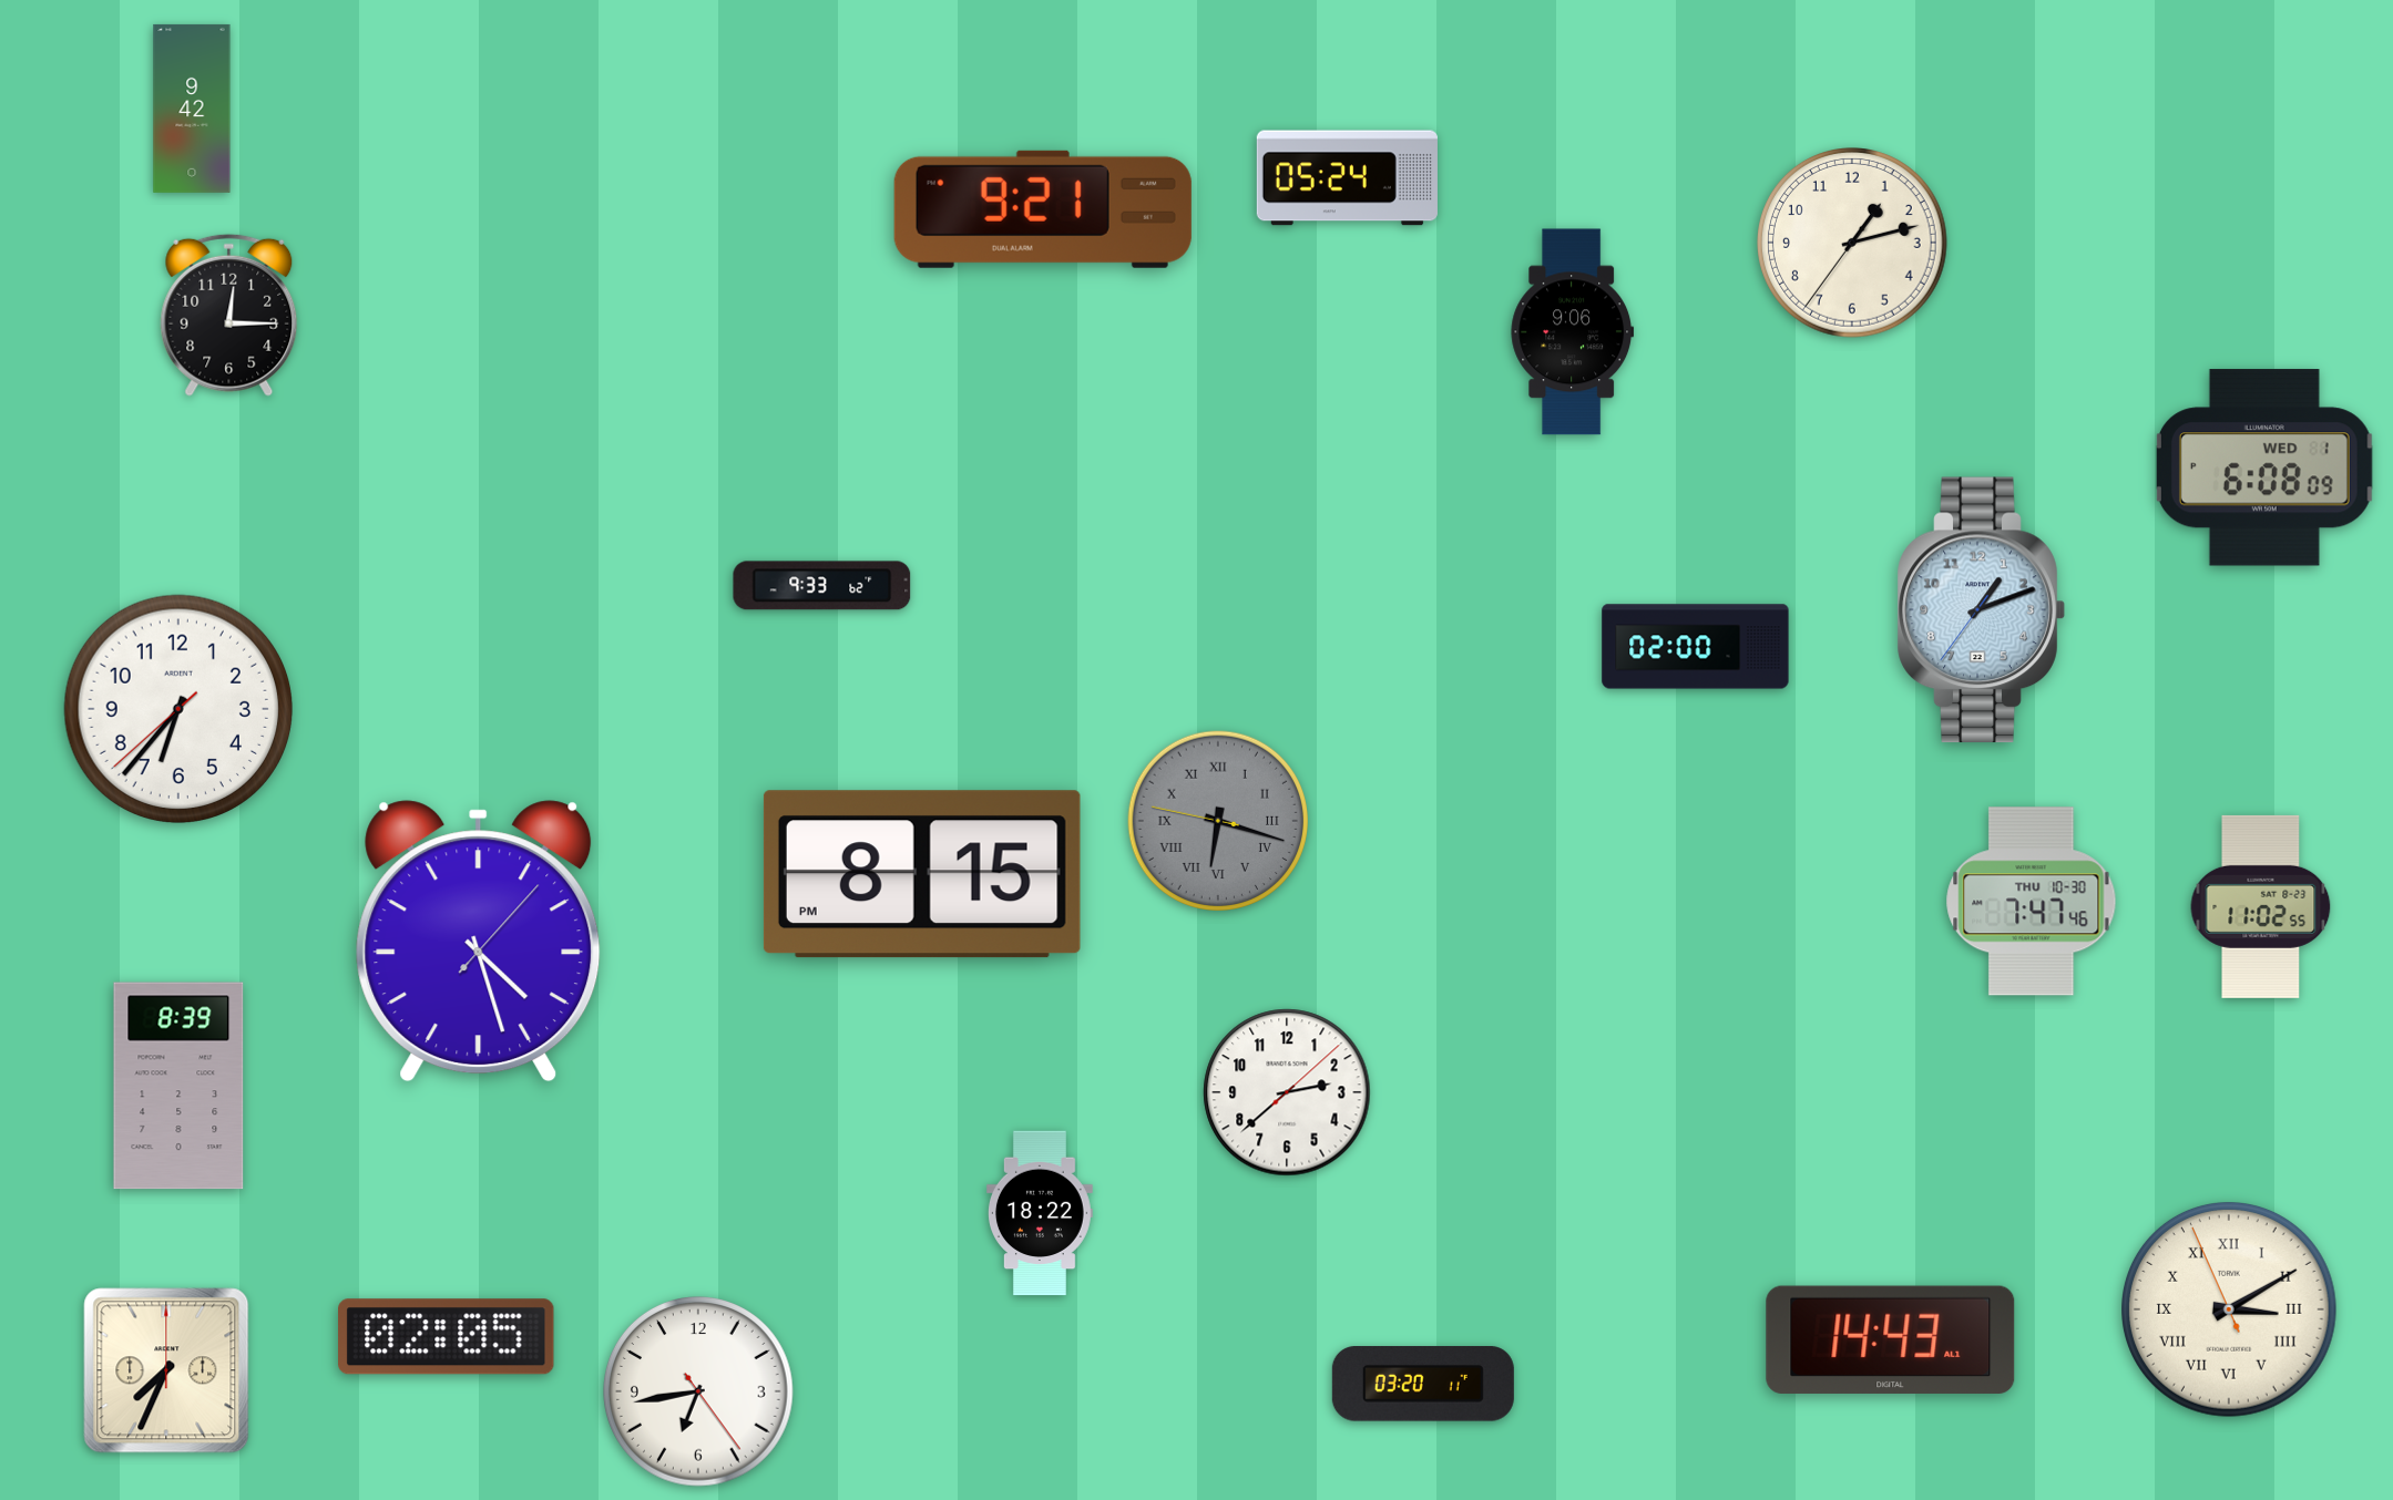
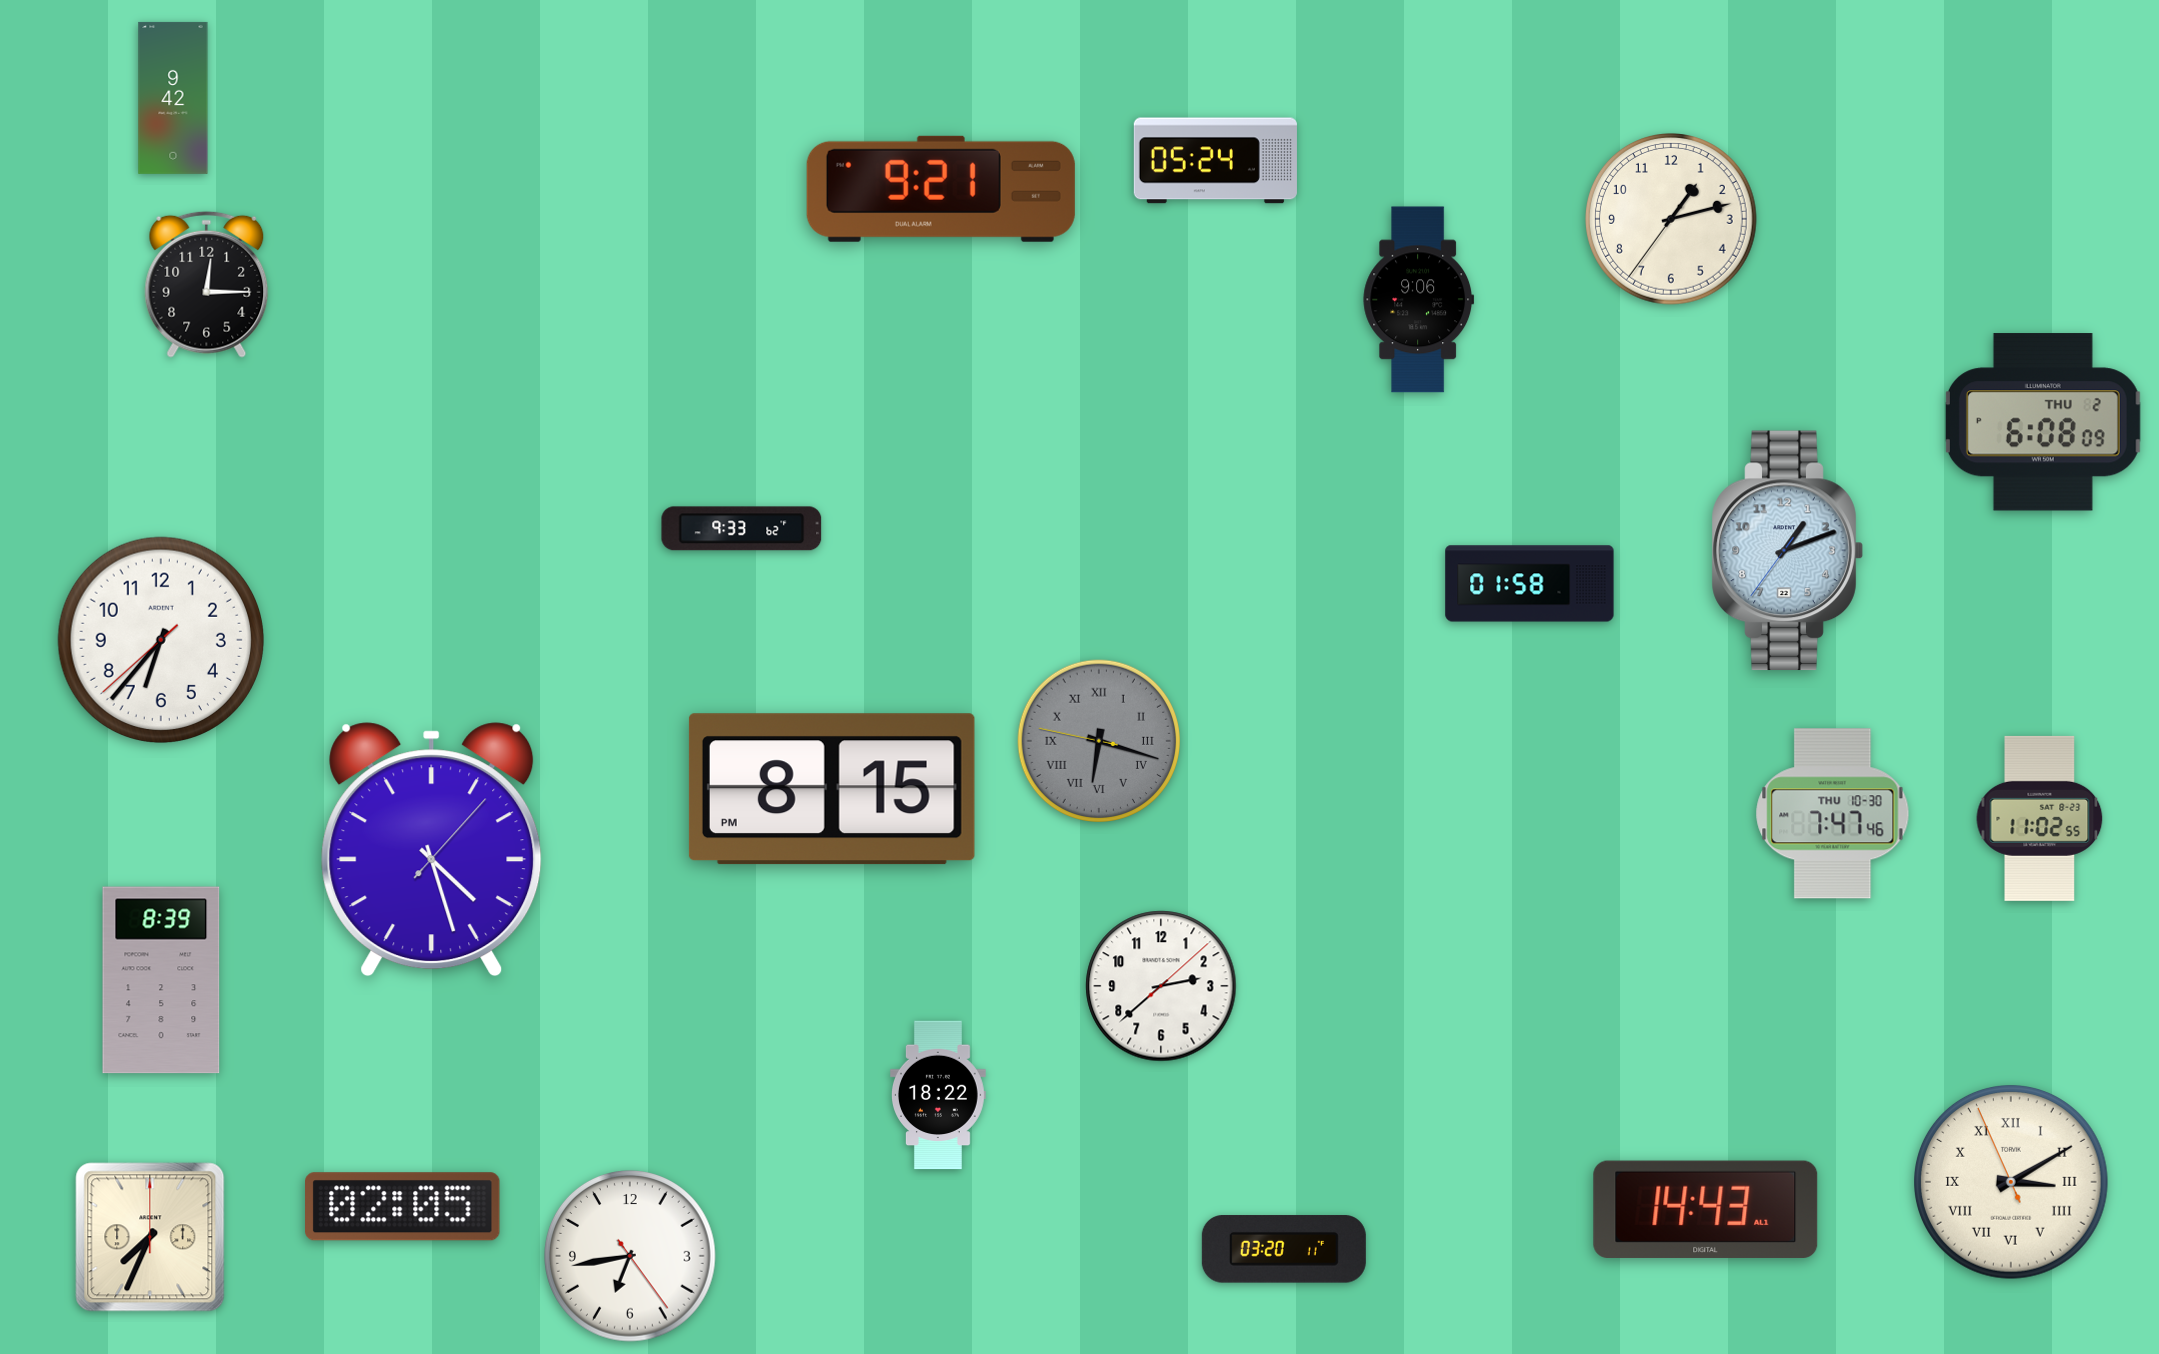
clock at (2264, 468) date: WED 1 -> THU 2
clock at (1696, 647): 02:00 -> 01:58
